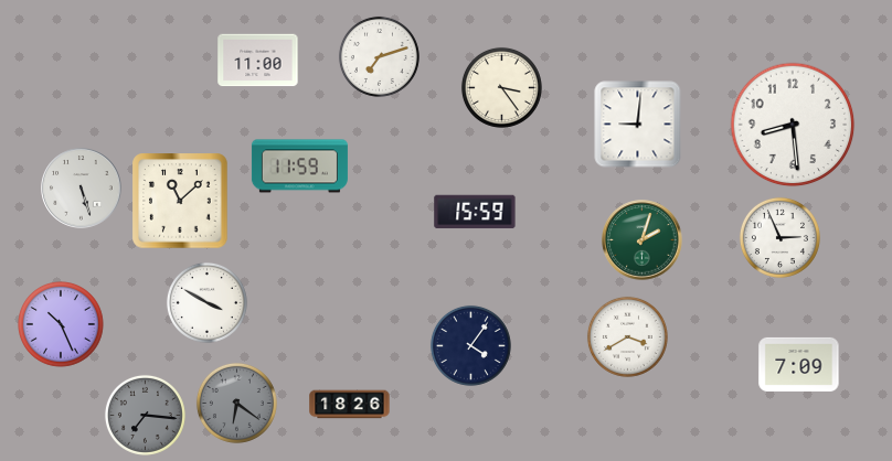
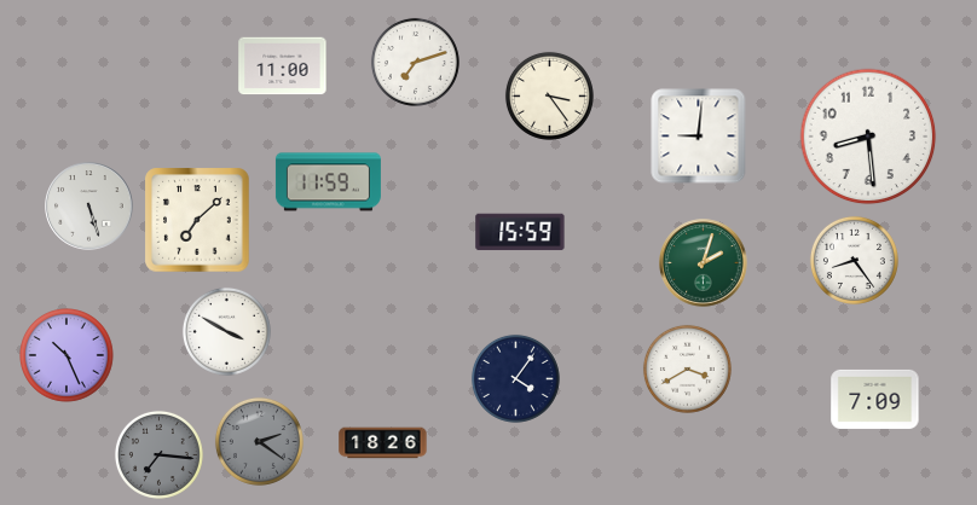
clock at (180, 201): 11:08 -> 7:08
clock at (779, 237): 2:56 -> 8:24
clock at (236, 403): 6:21 -> 2:21
